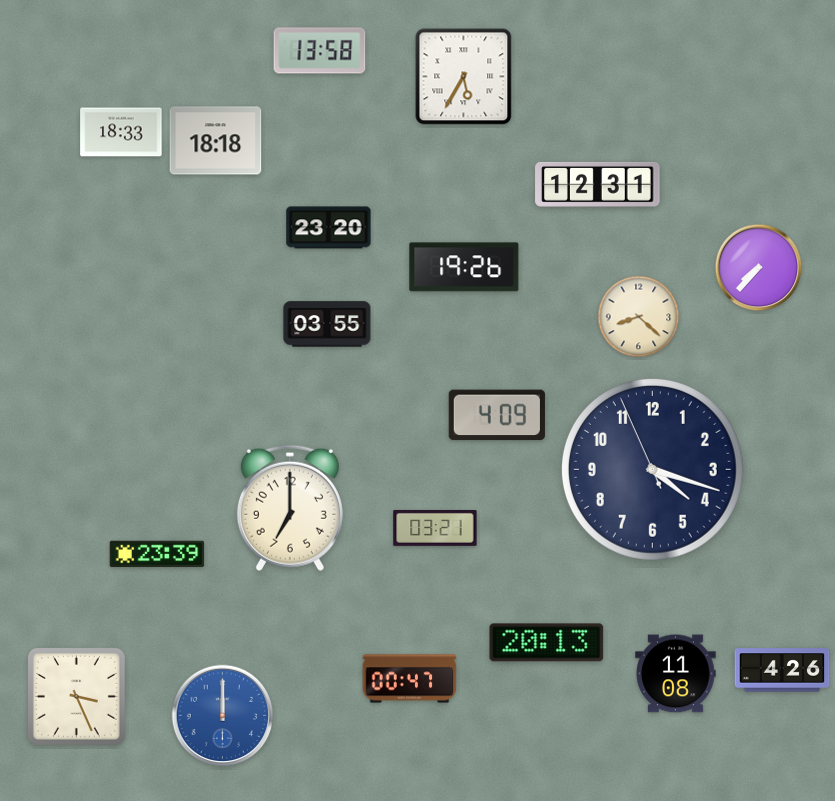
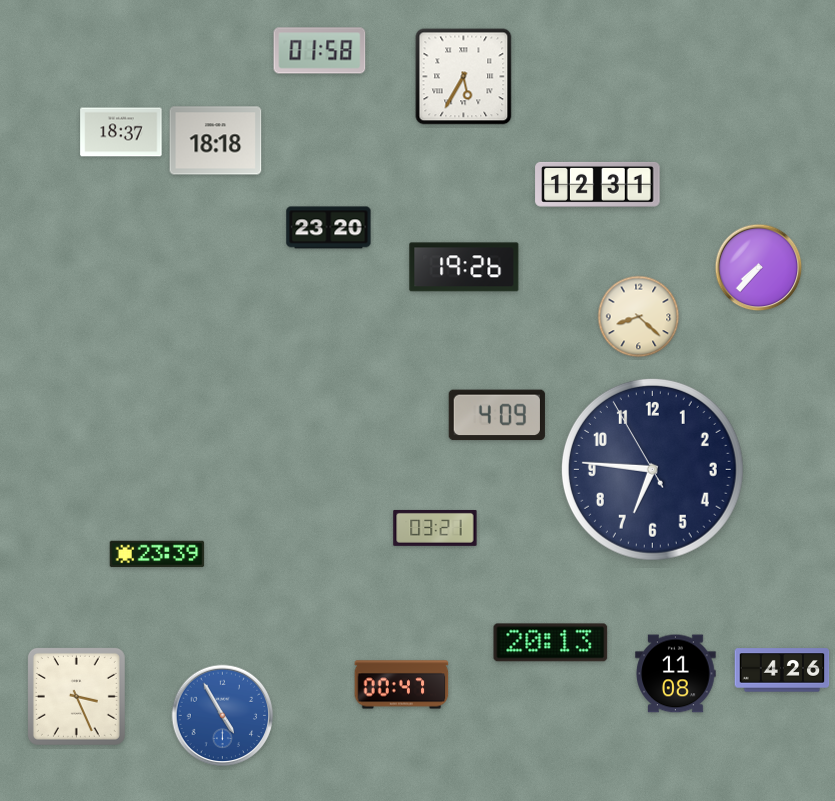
clock at (320, 51): 13:58 -> 01:58
clock at (121, 132): 18:33 -> 18:37
clock at (327, 324): 03:55 -> none
clock at (652, 469): 4:17 -> 6:45
clock at (290, 508): 7:00 -> none
clock at (547, 643) position: (547, 643) -> (551, 643)
clock at (410, 679) position: (410, 679) -> (402, 685)
clock at (223, 716): 12:00 -> 4:55
